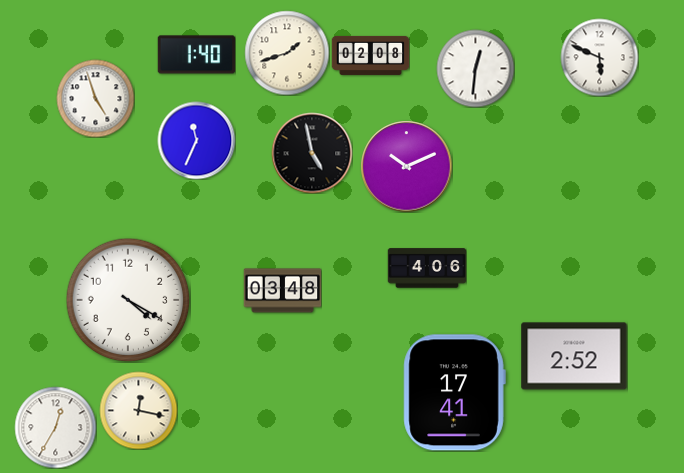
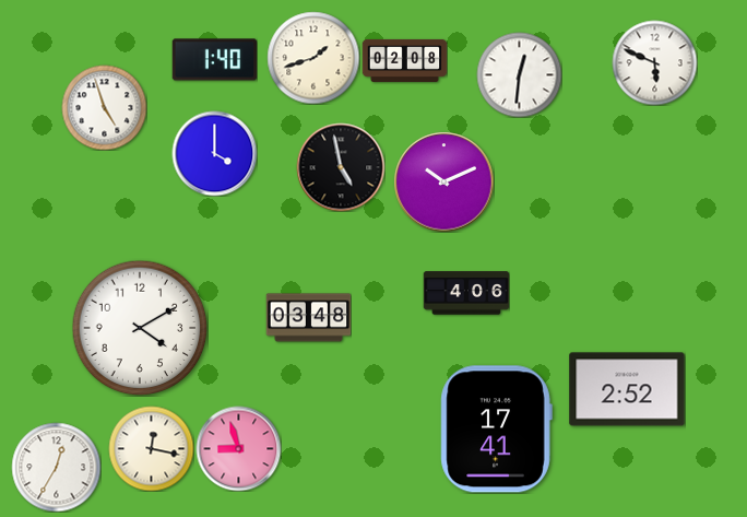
clock at (196, 140): 11:34 -> 4:00
clock at (128, 300): 4:20 -> 4:10
clock at (238, 448): none -> 8:57
clock at (55, 427) position: (55, 427) -> (56, 467)
